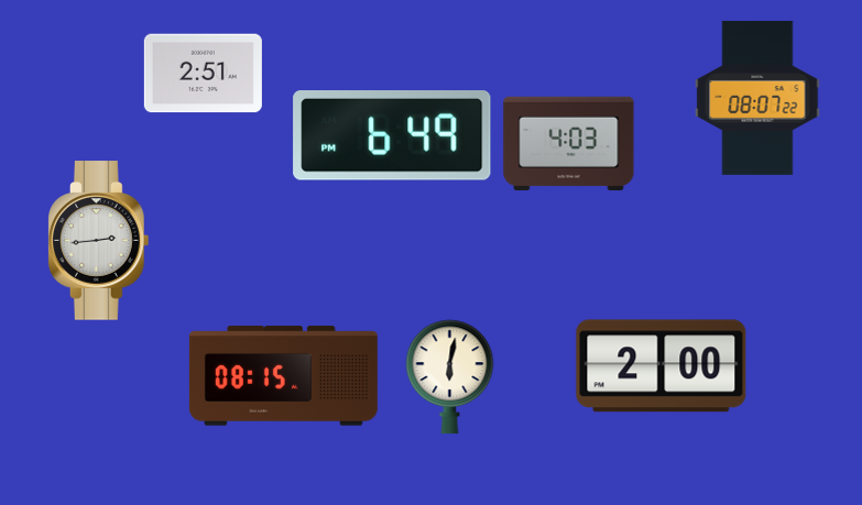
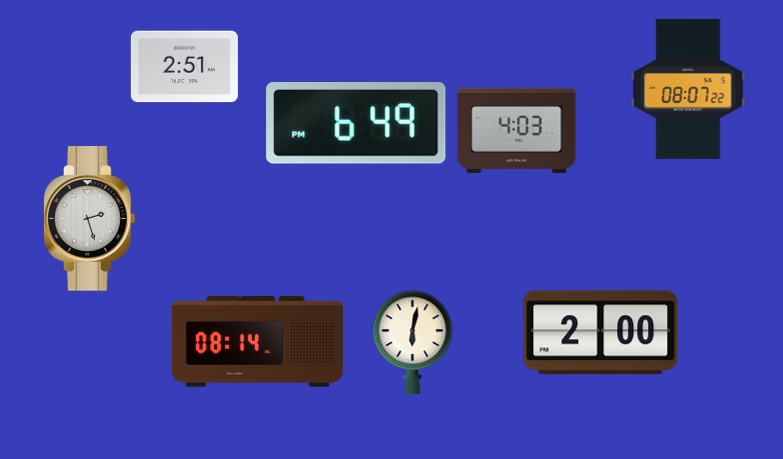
clock at (99, 241): 2:44 -> 2:27
clock at (283, 376): 08:15 -> 08:14
clock at (450, 377) position: (450, 377) -> (413, 343)
